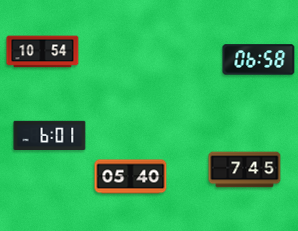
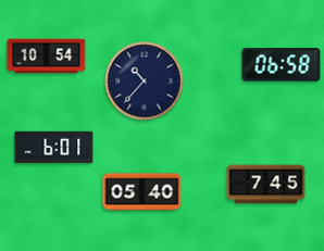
clock at (145, 81): none -> 10:37
